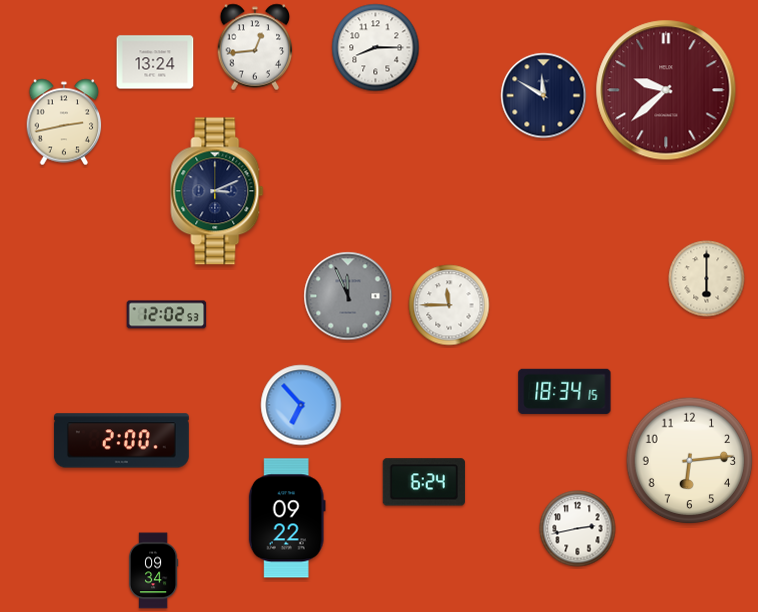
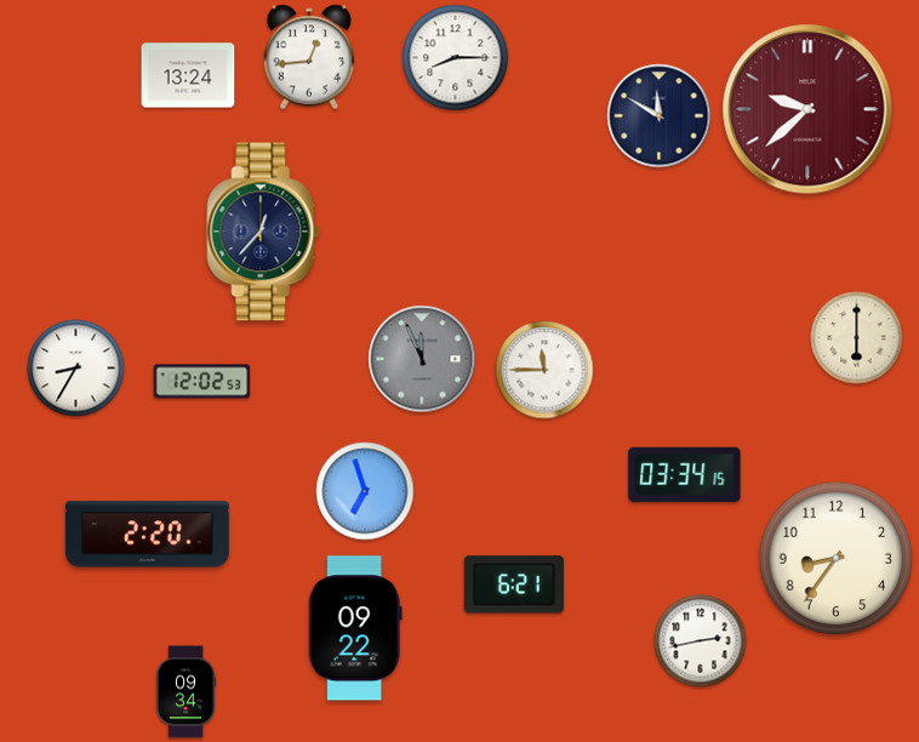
clock at (64, 122): 2:43 -> none
clock at (217, 191): 3:11 -> 12:37
clock at (76, 369): none -> 8:35
clock at (565, 391): 18:34 -> 03:34
clock at (301, 405): 6:53 -> 6:57
clock at (121, 441): 2:00 -> 2:20
clock at (690, 461): 6:14 -> 8:36
clock at (424, 482): 6:24 -> 6:21
clock at (287, 518) position: (287, 518) -> (355, 628)
